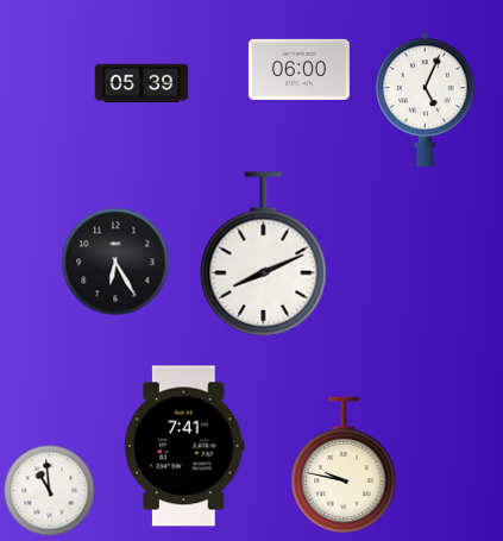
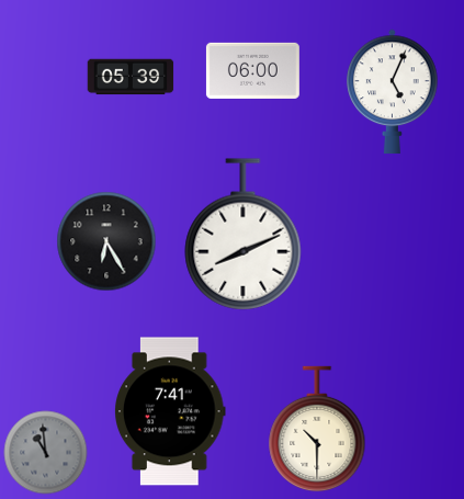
clock at (298, 69) position: (298, 69) -> (252, 70)
clock at (344, 465): 9:47 -> 10:30
clock at (50, 491) dial: white -> grey
